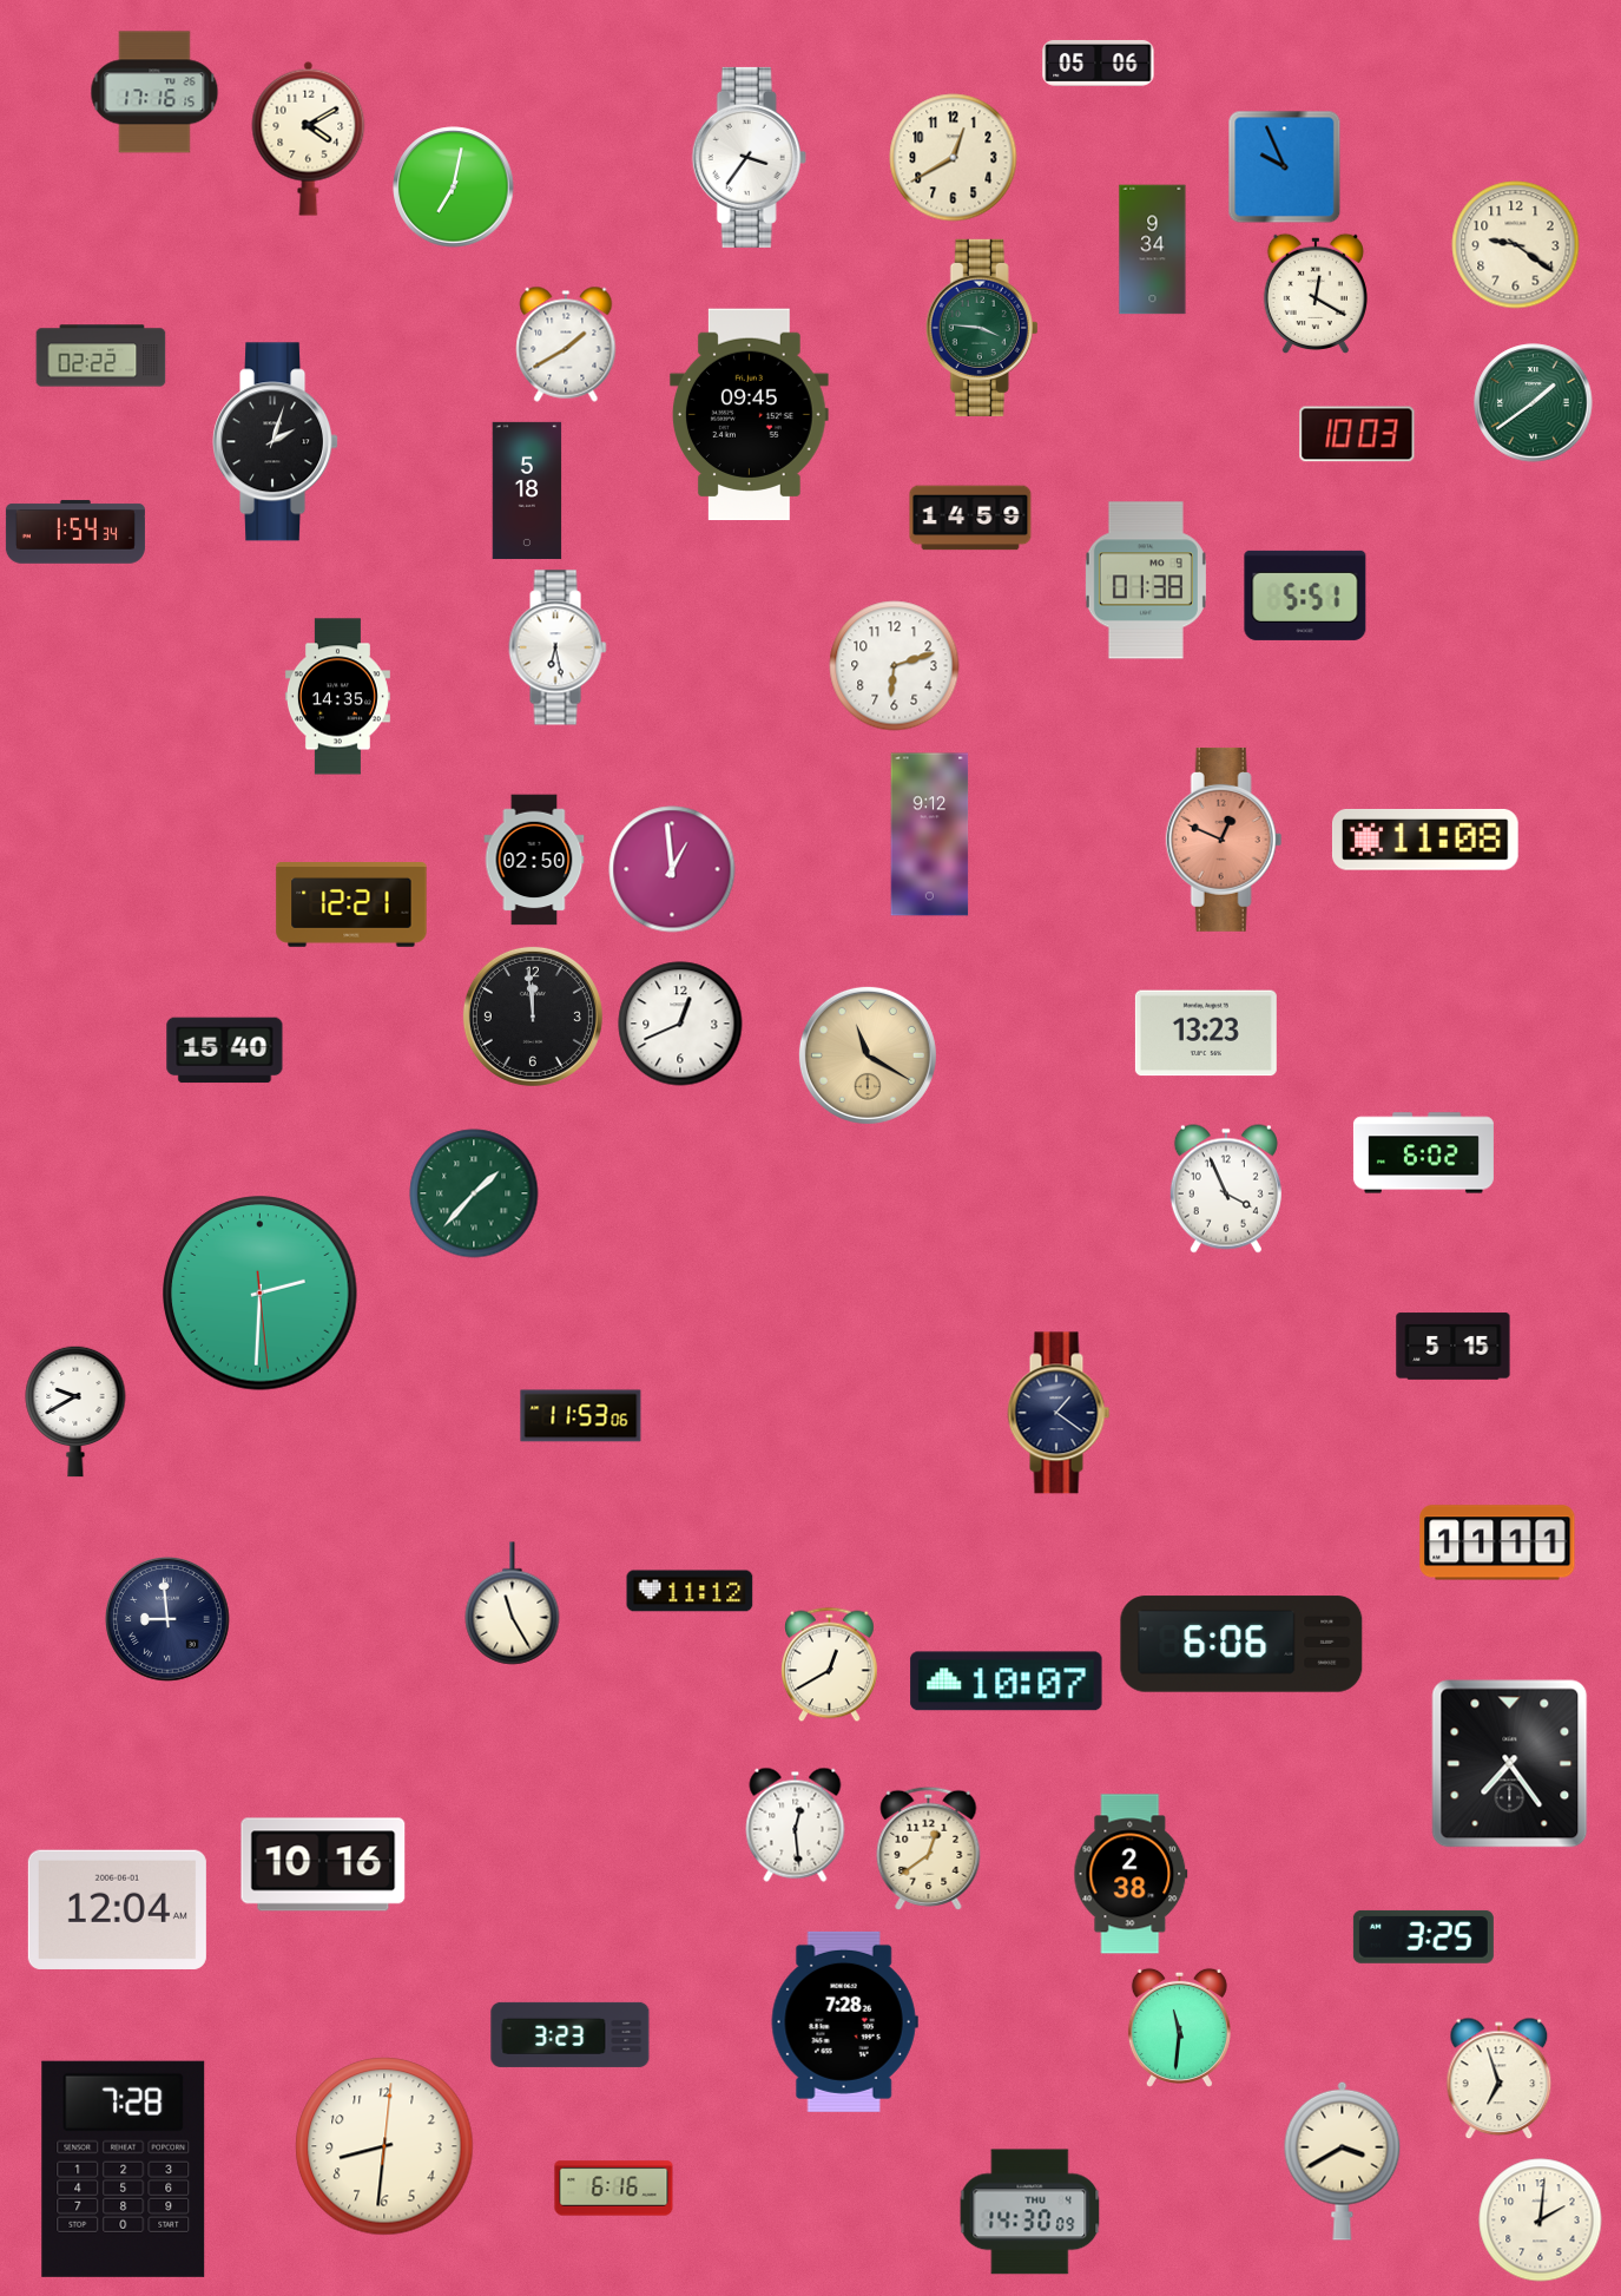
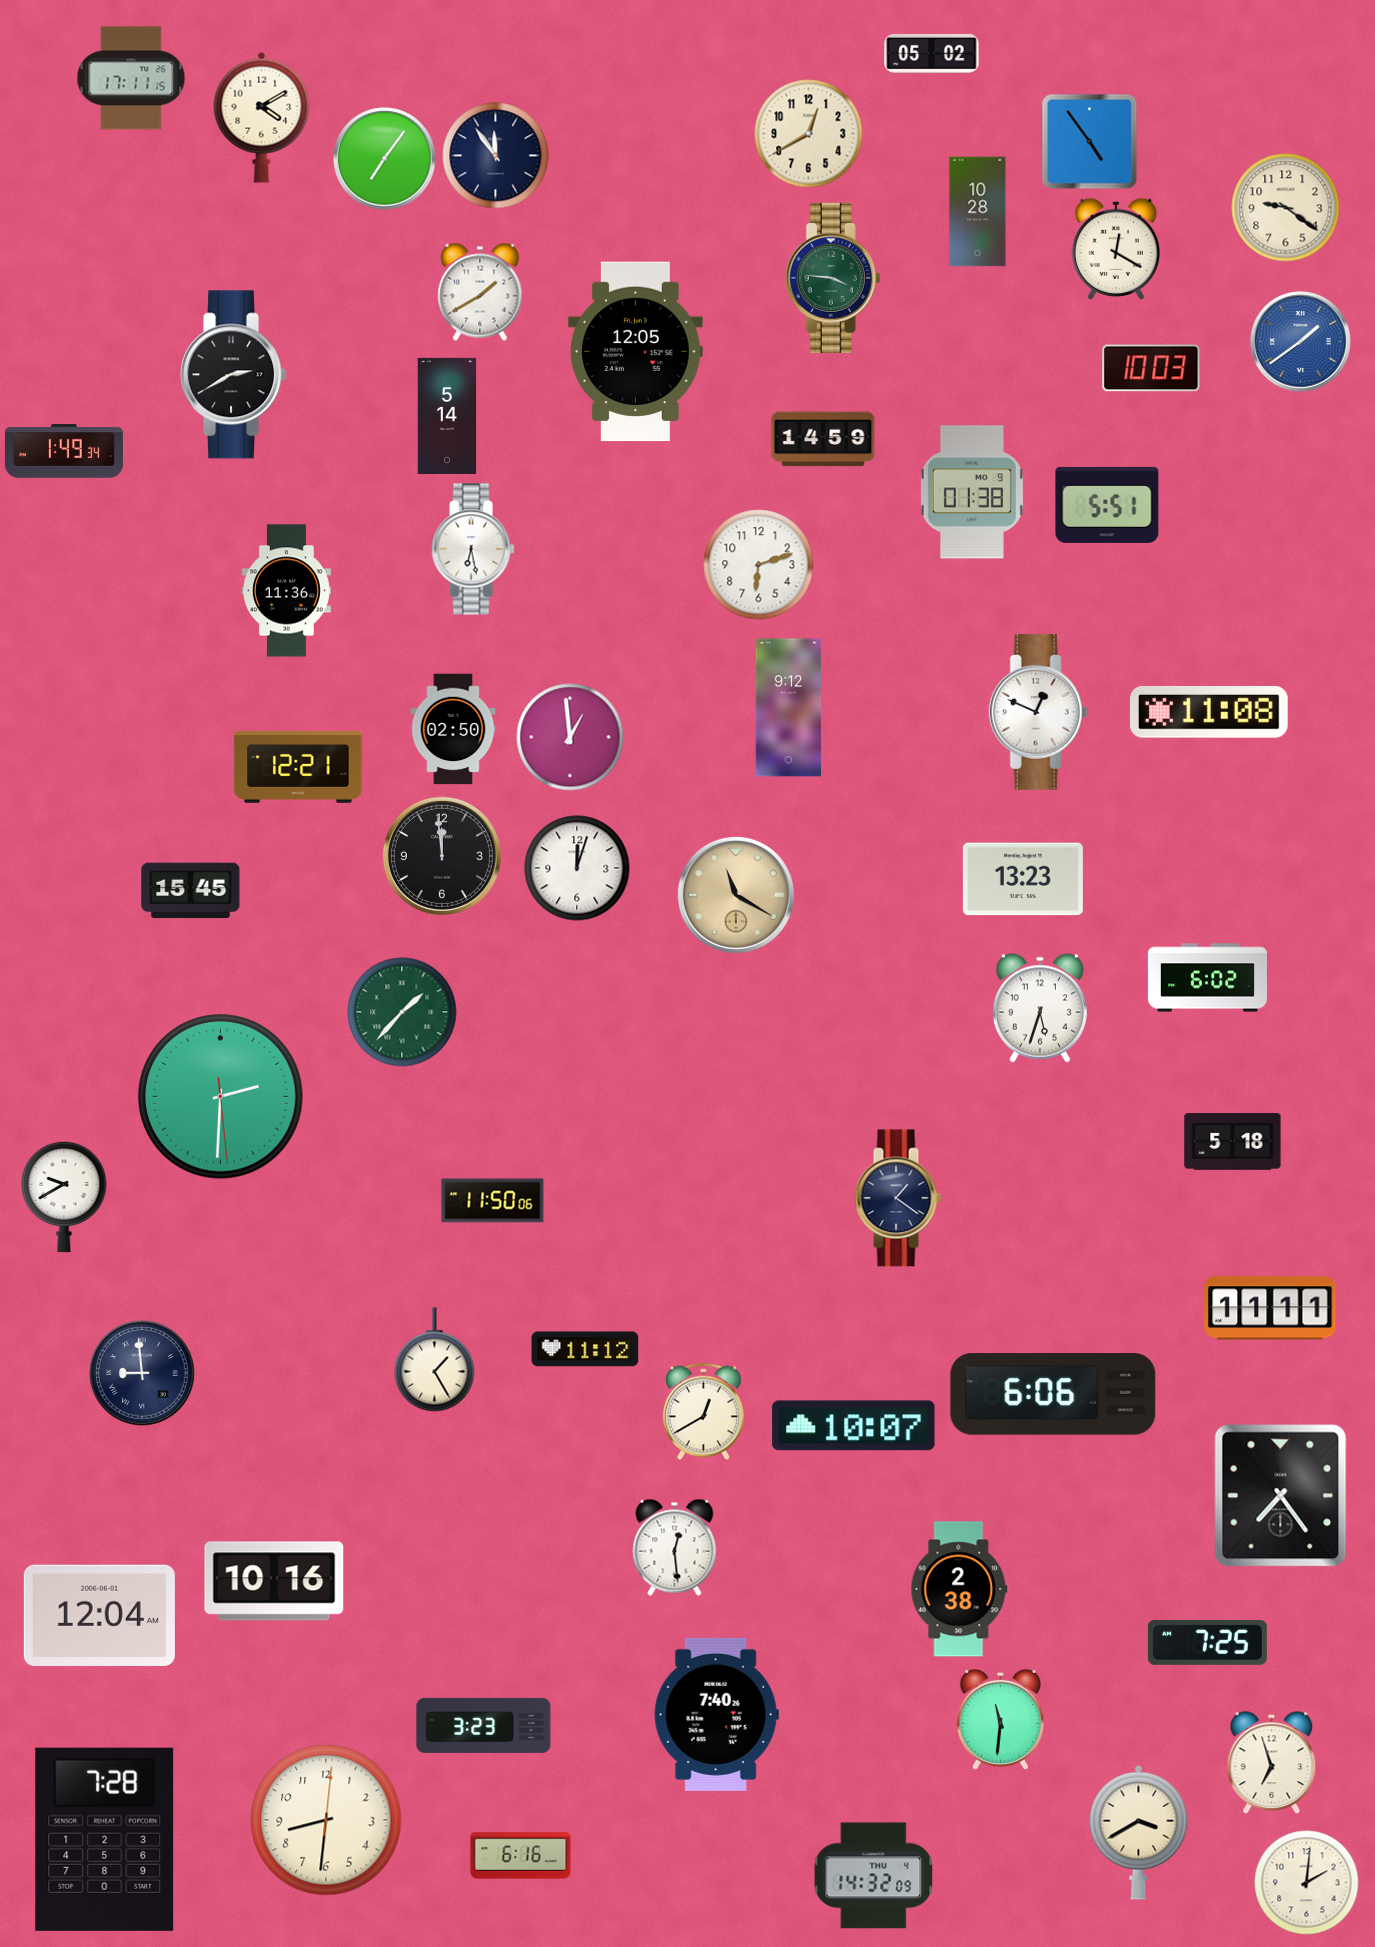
clock at (1099, 63): 05:06 -> 05:02
clock at (154, 92): 17:16 -> 17:11
clock at (749, 157): 3:36 -> none
clock at (1285, 167): 9:56 -> 4:54
clock at (496, 156): none -> 11:54
clock at (454, 188): 7:02 -> 7:06
clock at (1153, 250): 9:34 -> 10:28
clock at (101, 356): 02:22 -> none
clock at (1534, 403) dial: green -> blue
clock at (749, 415): 09:45 -> 12:05
clock at (276, 442): 2:03 -> 2:40
clock at (527, 491): 5:18 -> 5:14
clock at (75, 532): 1:54 -> 1:49
clock at (337, 697): 14:35 -> 11:36
clock at (1224, 840) dial: salmon -> white
clock at (533, 1017) position: (533, 1017) -> (442, 856)
clock at (680, 1024): 12:41 -> 12:03
clock at (1206, 1033) position: (1206, 1033) -> (1023, 879)
clock at (225, 1051): 15:40 -> 15:45
clock at (1226, 1189): 3:56 -> 5:33
clock at (1454, 1347): 5:15 -> 5:18
clock at (581, 1416): 11:53 -> 11:50
clock at (513, 1604): 11:25 -> 1:25
clock at (929, 1848): 12:39 -> none
clock at (117, 1909) position: (117, 1909) -> (99, 1615)
clock at (1423, 1936): 3:25 -> 7:25
clock at (844, 2021): 7:28 -> 7:40
clock at (1030, 2212): 14:30 -> 14:32
